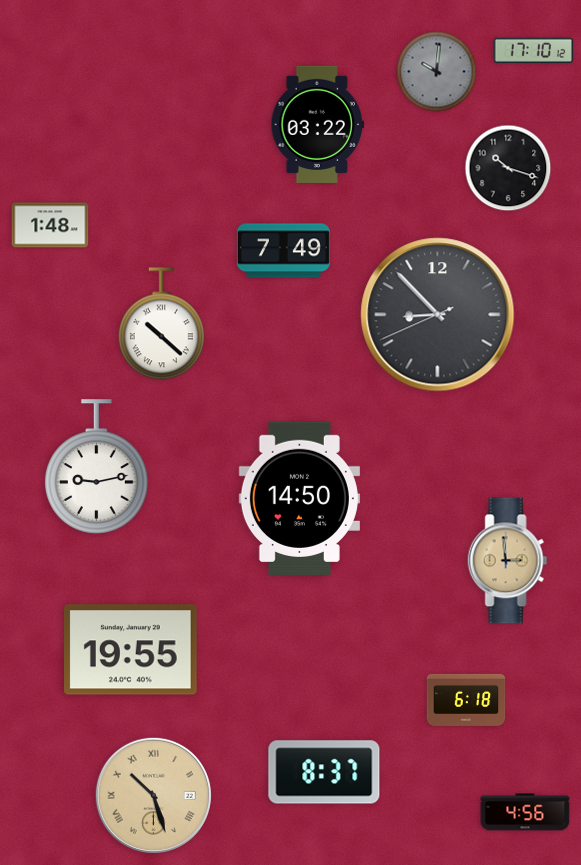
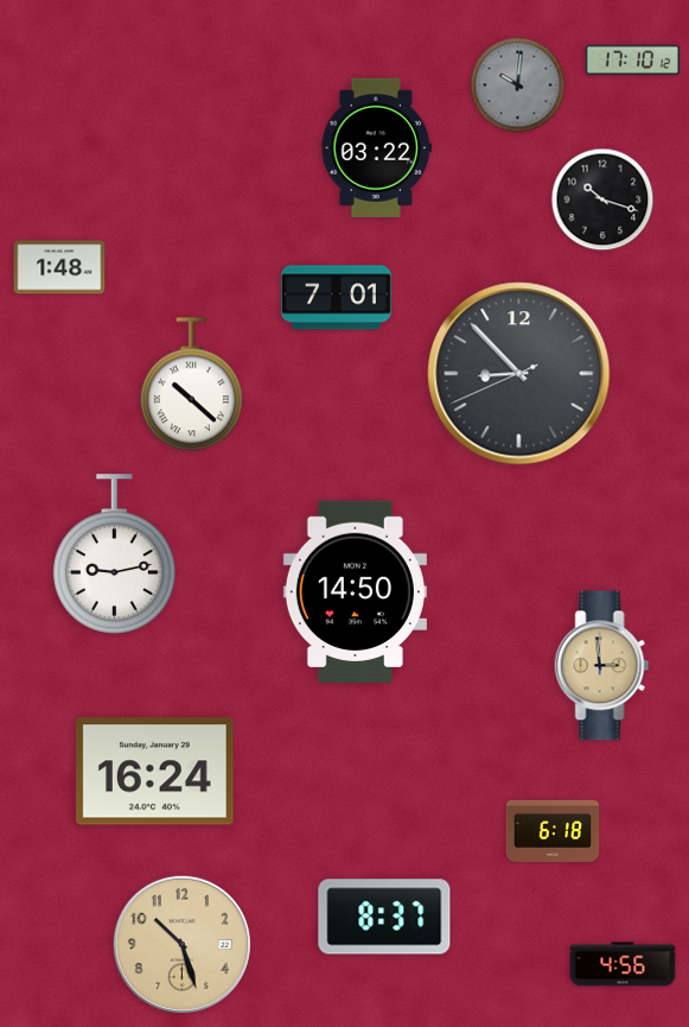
clock at (283, 251): 7:49 -> 7:01
clock at (131, 650): 19:55 -> 16:24
clock at (153, 795) numerals: Roman -> Arabic
